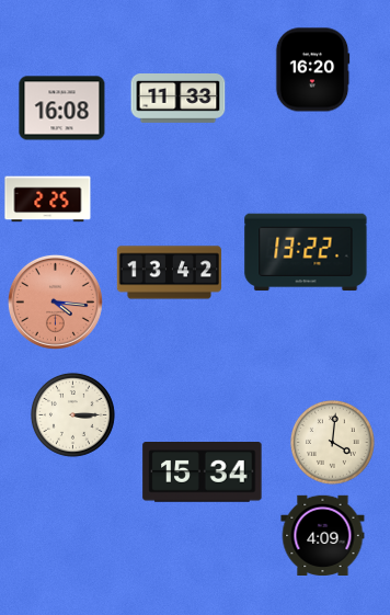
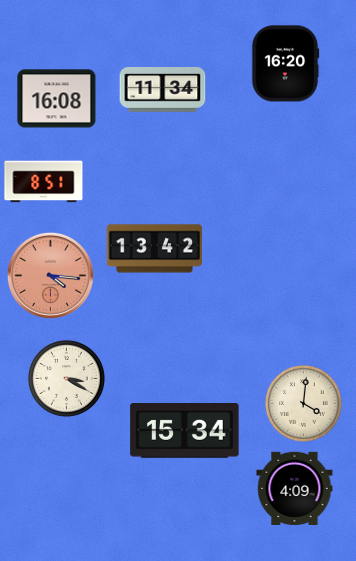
clock at (179, 99): 11:33 -> 11:34
clock at (48, 200): 2:25 -> 8:51
clock at (306, 252): 13:22 -> none
clock at (72, 414): 3:15 -> 3:20
